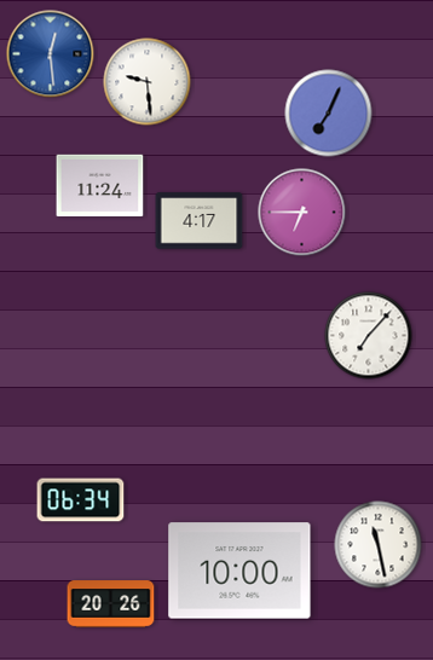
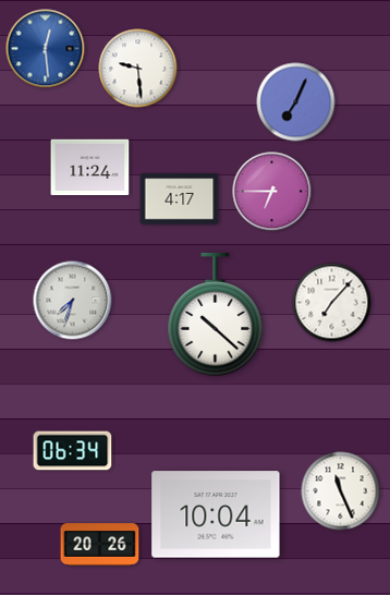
clock at (148, 82) position: (148, 82) -> (138, 69)
clock at (73, 301): none -> 7:33
clock at (216, 314): none -> 10:22
clock at (379, 545): 11:28 -> 11:26
clock at (239, 571): 10:00 -> 10:04
